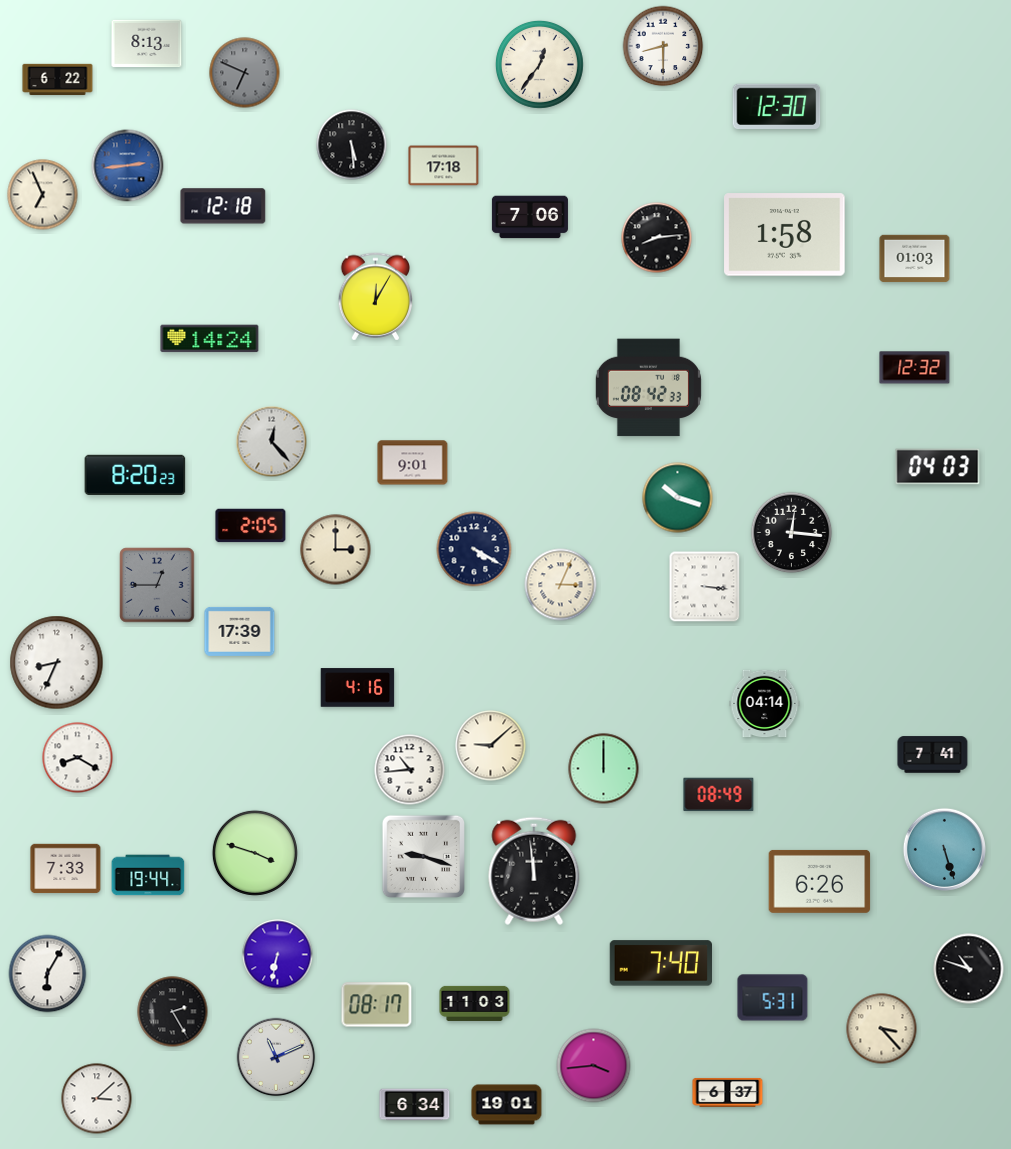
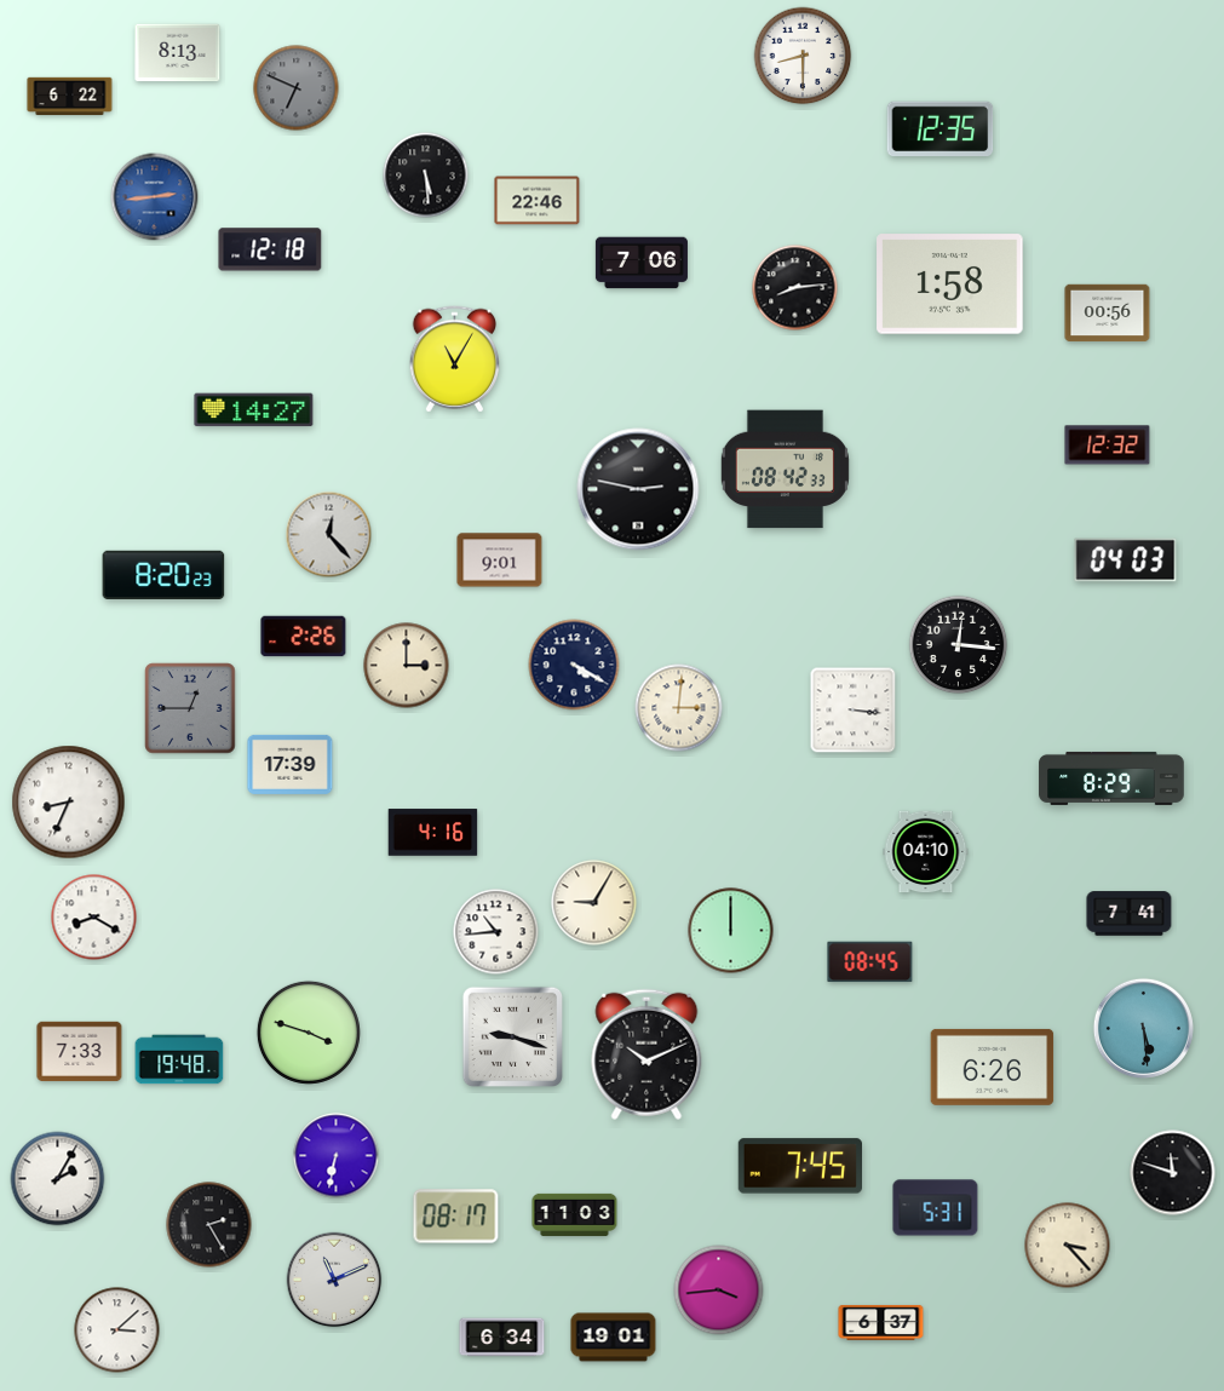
clock at (540, 65): 12:36 -> none
clock at (777, 106): 12:30 -> 12:35
clock at (128, 166) position: (128, 166) -> (155, 197)
clock at (444, 166): 17:18 -> 22:46
clock at (43, 195): 6:56 -> none
clock at (915, 259): 01:03 -> 00:56
clock at (375, 297): 12:05 -> 11:05
clock at (210, 339): 14:24 -> 14:27
clock at (638, 489): none -> 2:47
clock at (938, 467) position: (938, 467) -> (1126, 561)
clock at (678, 498): 10:18 -> none
clock at (251, 526): 2:05 -> 2:26
clock at (561, 585): 3:04 -> 3:01
clock at (1111, 778): none -> 8:29
clock at (765, 704): 04:14 -> 04:10
clock at (491, 746): 9:08 -> 9:05
clock at (719, 795): 08:49 -> 08:45
clock at (944, 849): 5:27 -> 5:29
clock at (534, 871): 11:59 -> 10:11
clock at (148, 875): 19:44 -> 19:48
clock at (660, 963): 7:40 -> 7:45
clock at (969, 969): 10:48 -> 11:48
clock at (48, 974): 6:05 -> 2:05
